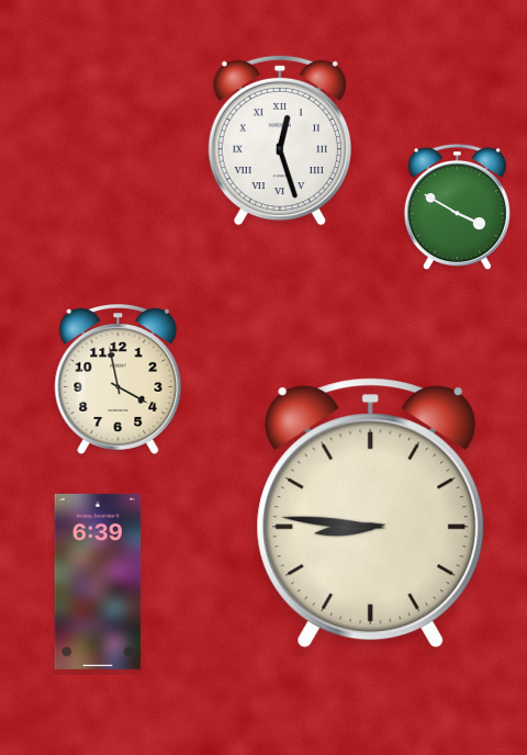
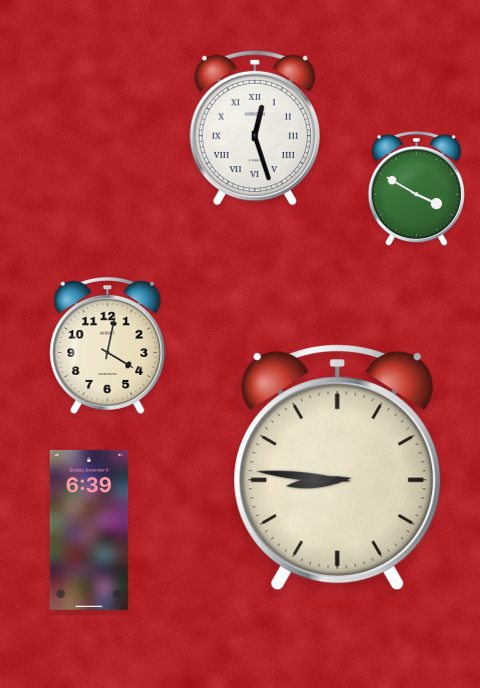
clock at (119, 380): 3:58 -> 4:02
